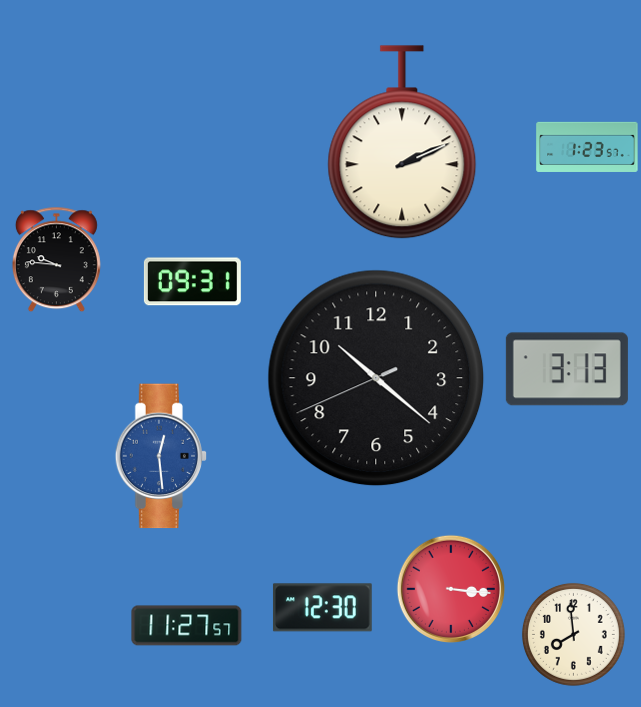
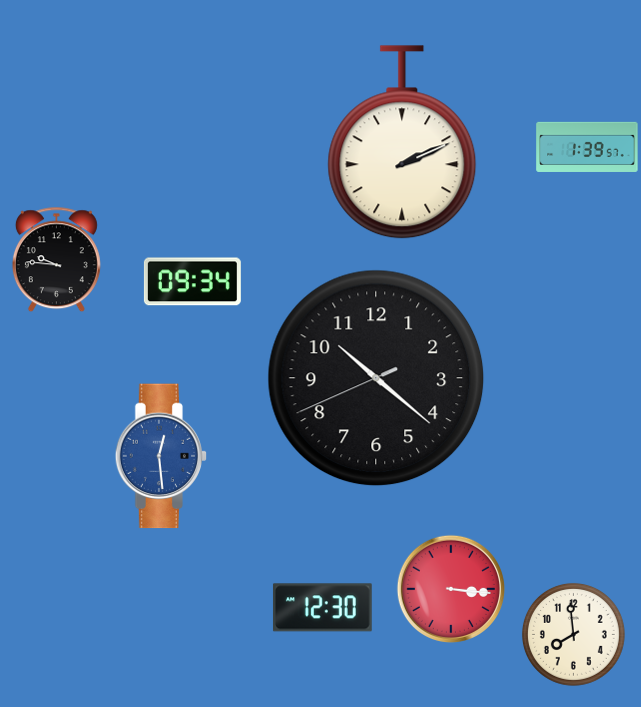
clock at (587, 147): 1:23 -> 1:39
clock at (192, 282): 09:31 -> 09:34
clock at (567, 369): 3:13 -> none
clock at (187, 626): 11:27 -> none
